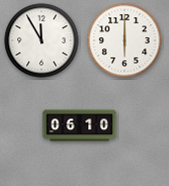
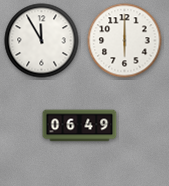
clock at (80, 126): 06:10 -> 06:49
